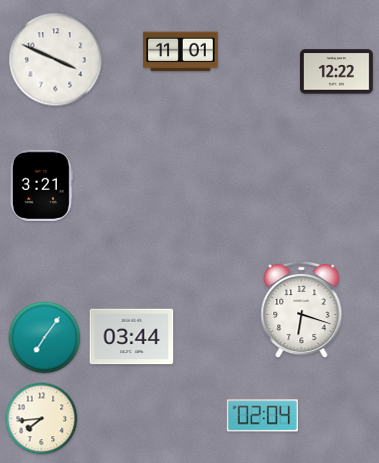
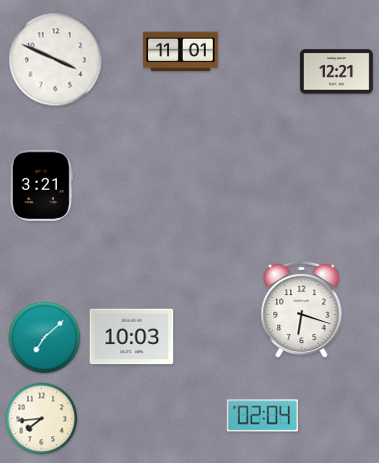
clock at (336, 72): 12:22 -> 12:21
clock at (132, 337): 03:44 -> 10:03
clock at (45, 338): 7:06 -> 7:08
